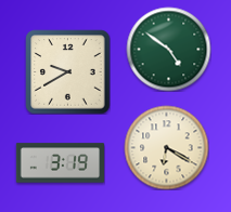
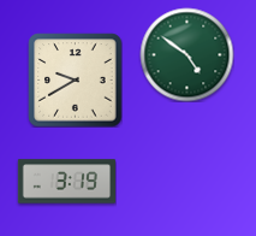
clock at (166, 147): 6:20 -> none
